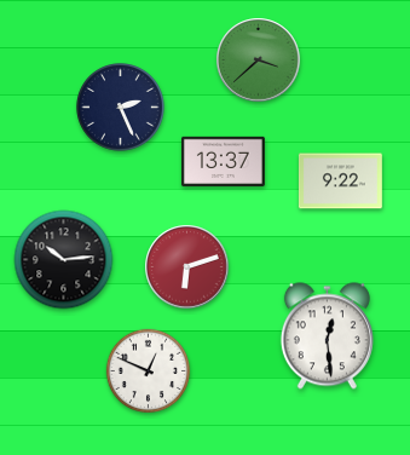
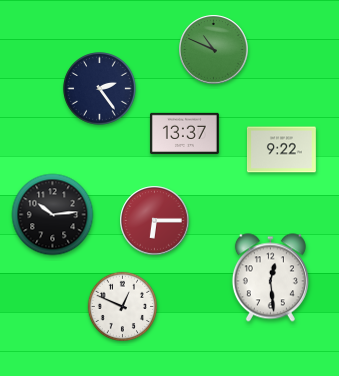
clock at (259, 61): 3:38 -> 10:49
clock at (121, 108): 2:26 -> 2:24
clock at (187, 267): 6:12 -> 6:15
